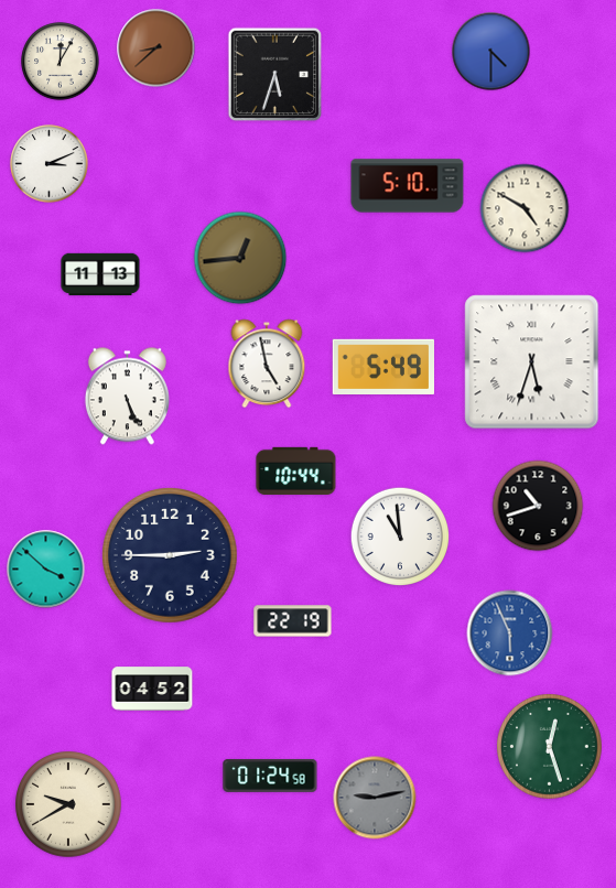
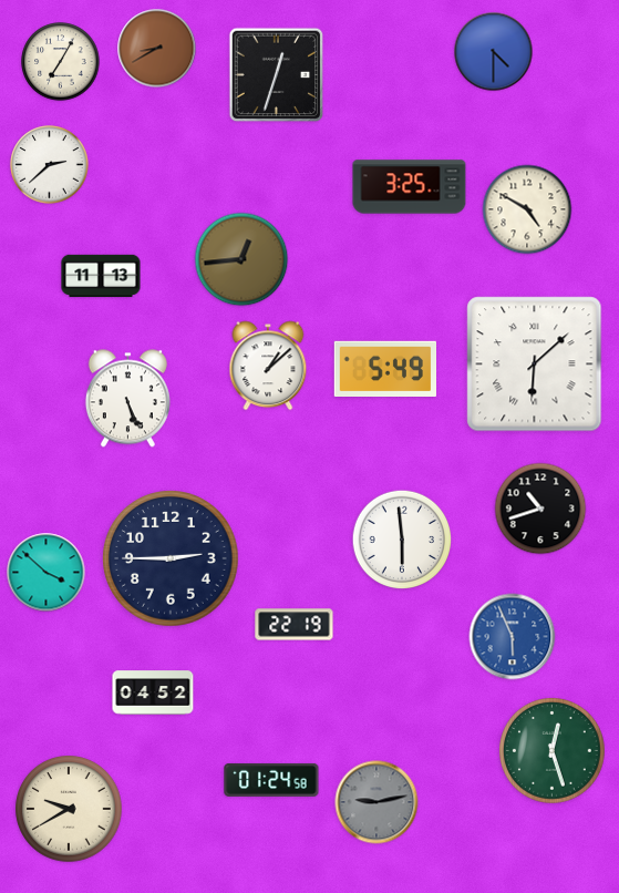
clock at (156, 48): 8:38 -> 8:40
clock at (61, 62): 12:05 -> 7:05
clock at (275, 75): 5:33 -> 12:33
clock at (50, 164): 3:11 -> 2:38
clock at (408, 186): 5:10 -> 3:25
clock at (532, 362): 5:33 -> 6:08
clock at (267, 364): 4:58 -> 1:08
clock at (296, 470): 10:44 -> none
clock at (400, 537): 10:59 -> 5:59
